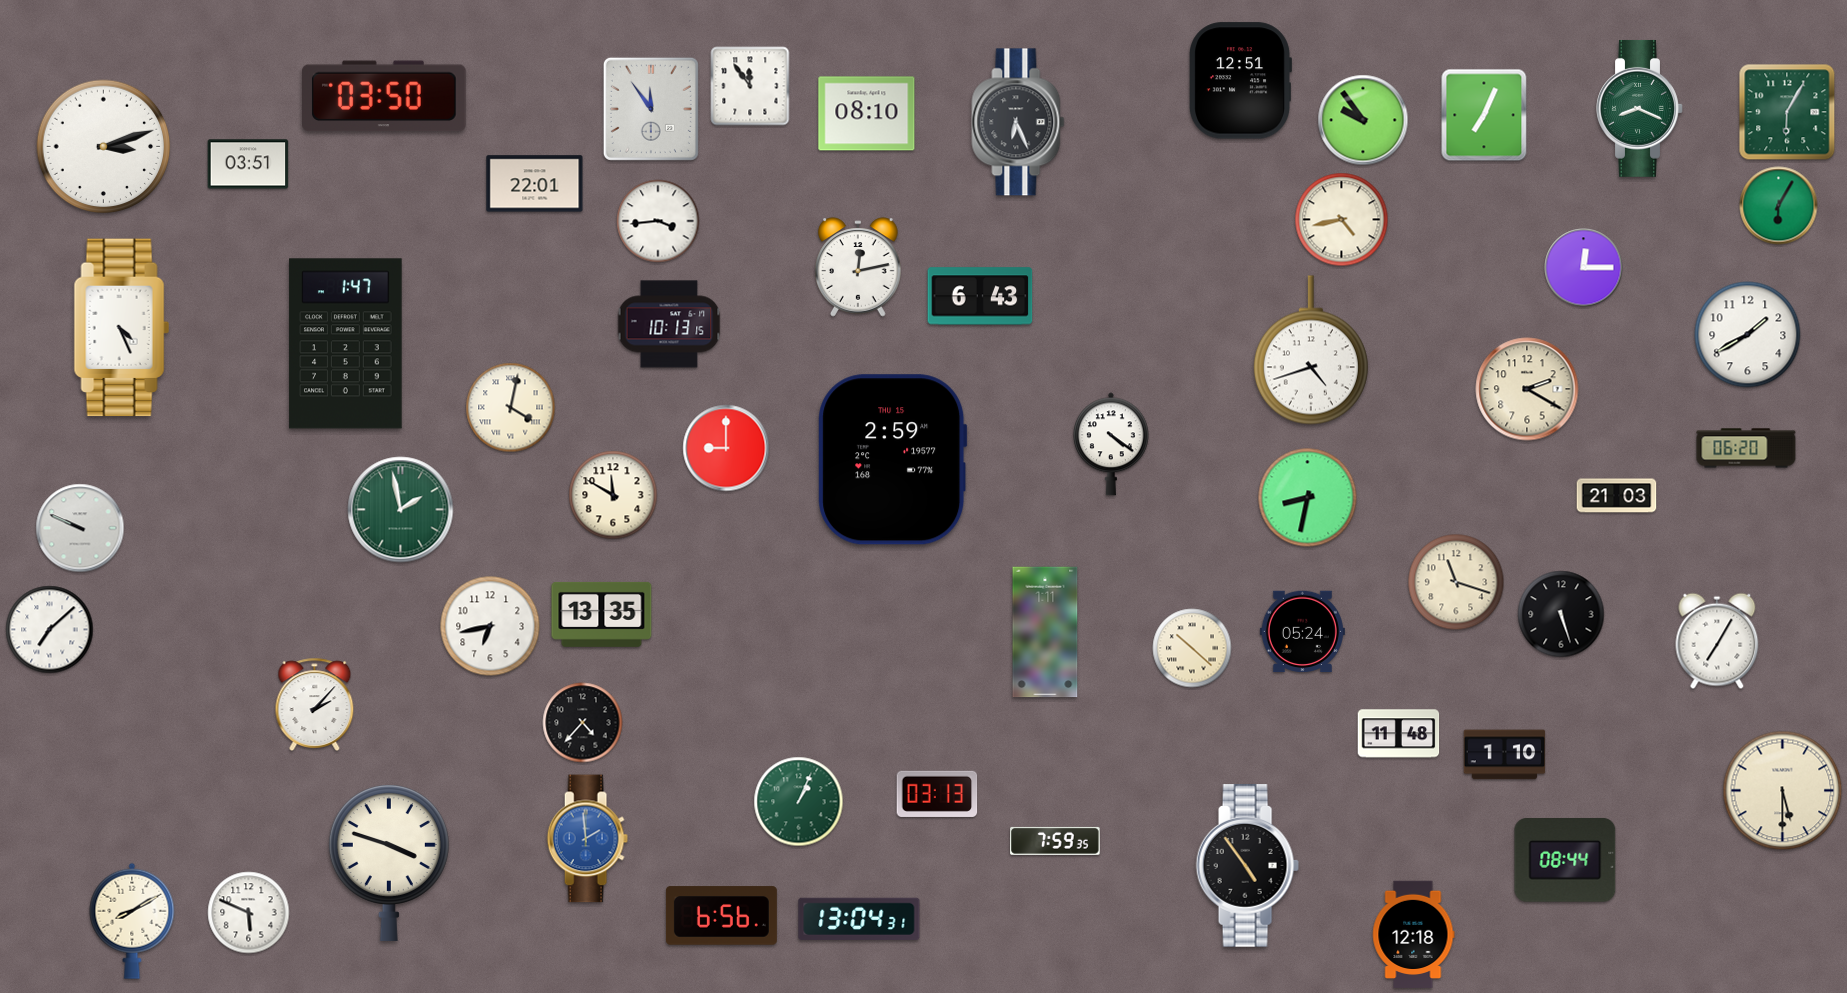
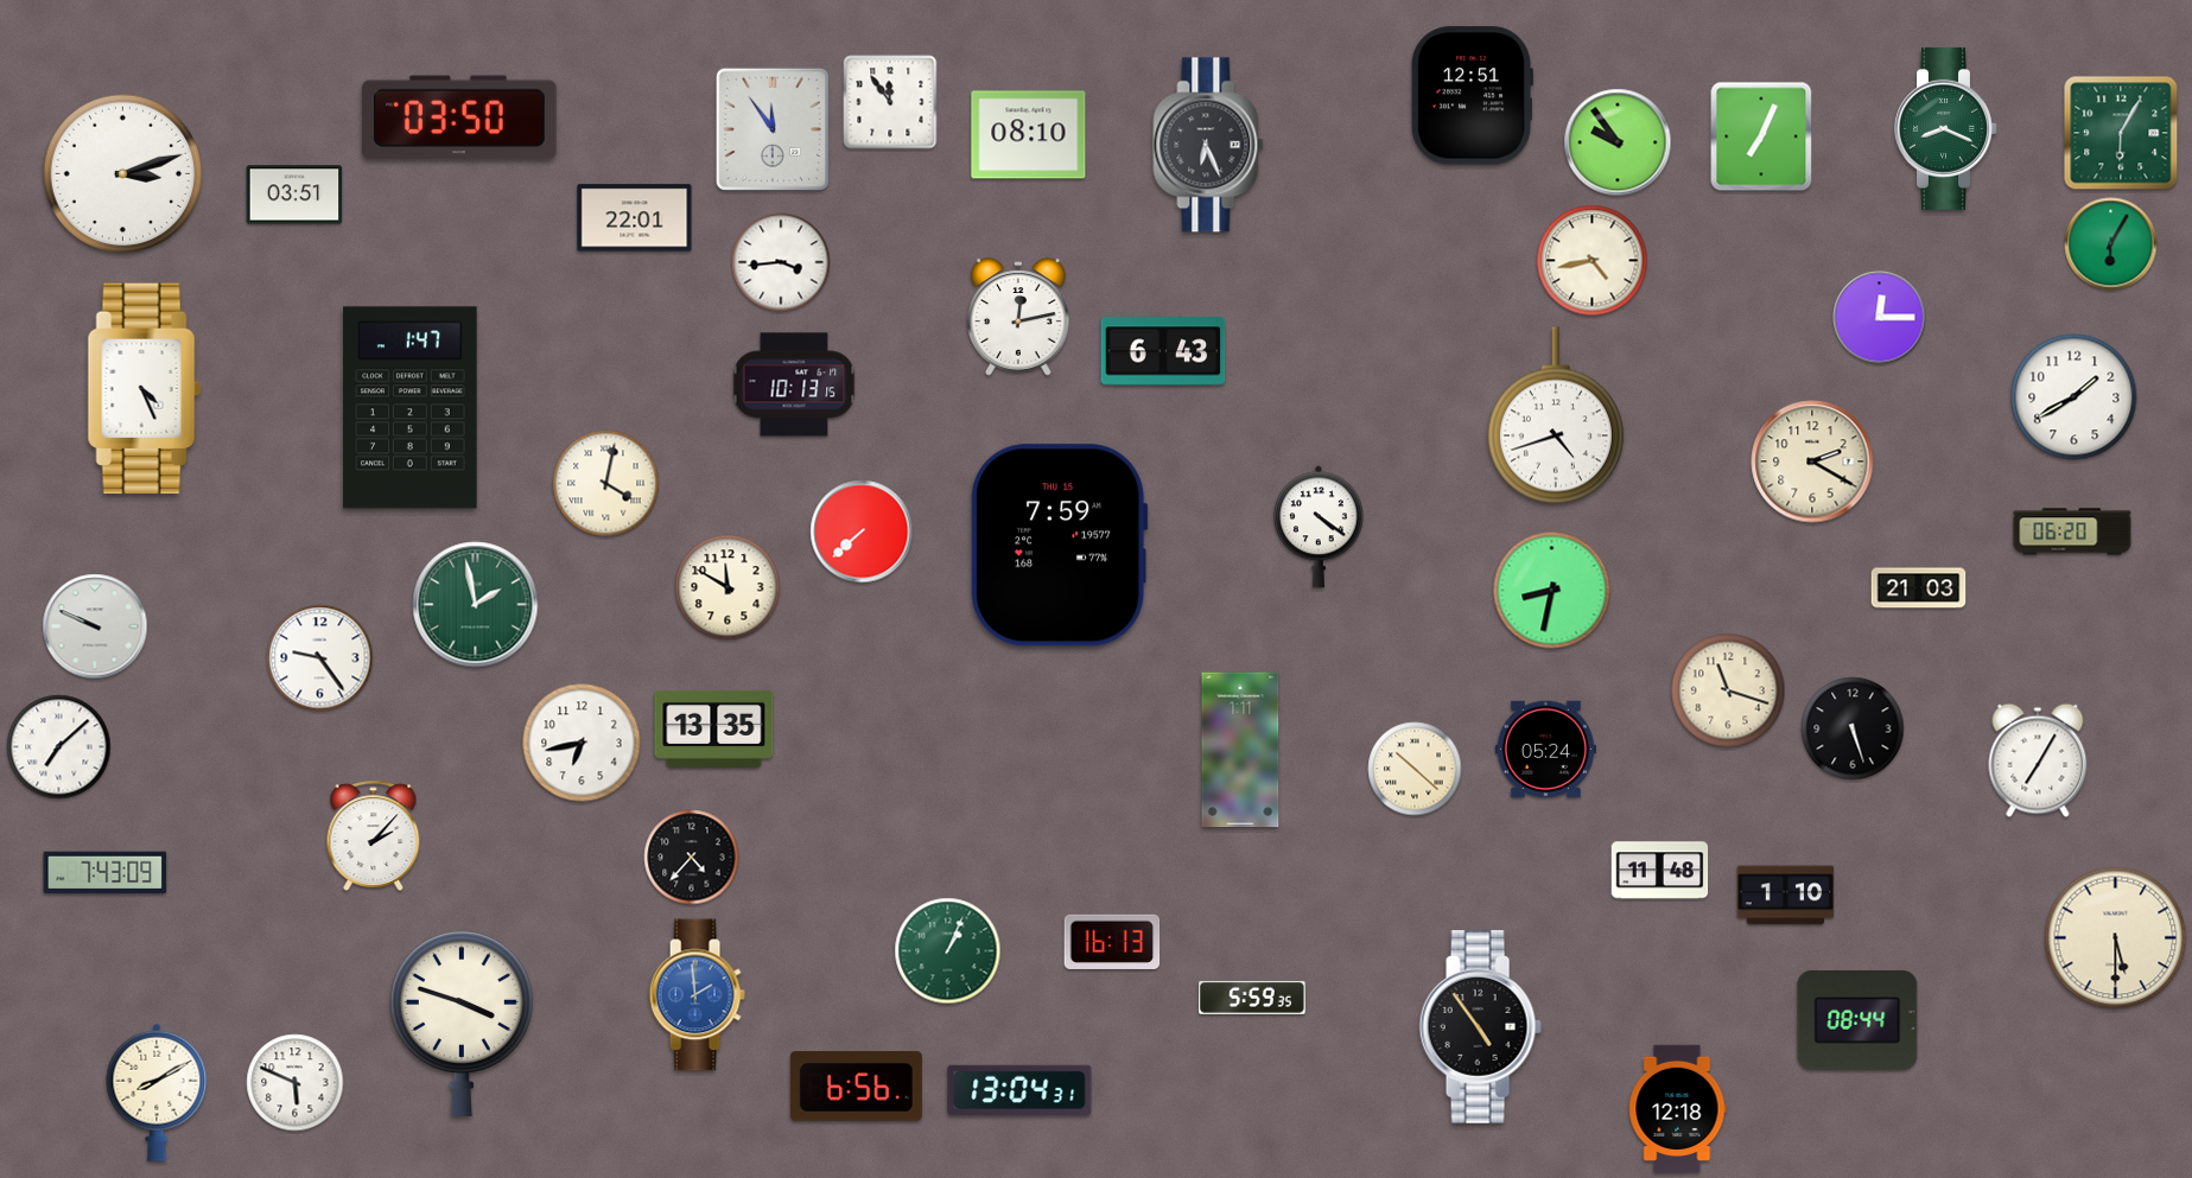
clock at (385, 96) position: (385, 96) -> (460, 117)
clock at (726, 448): 9:00 -> 7:38
clock at (893, 460): 2:59 -> 7:59
clock at (320, 658): none -> 9:24
clock at (106, 873): none -> 7:43
clock at (937, 794): 03:13 -> 16:13
clock at (1055, 841): 7:59 -> 5:59
